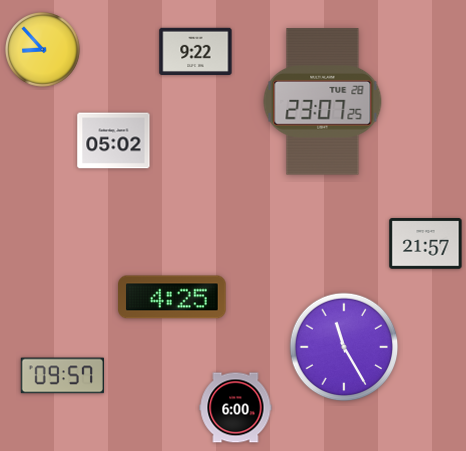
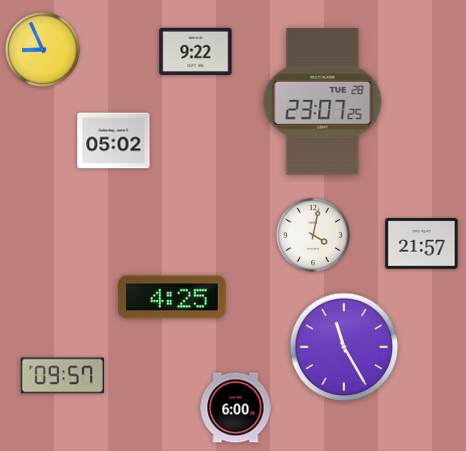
clock at (43, 50): 8:53 -> 8:56
clock at (314, 236): none -> 4:02
clock at (426, 244) position: (426, 244) -> (422, 244)
